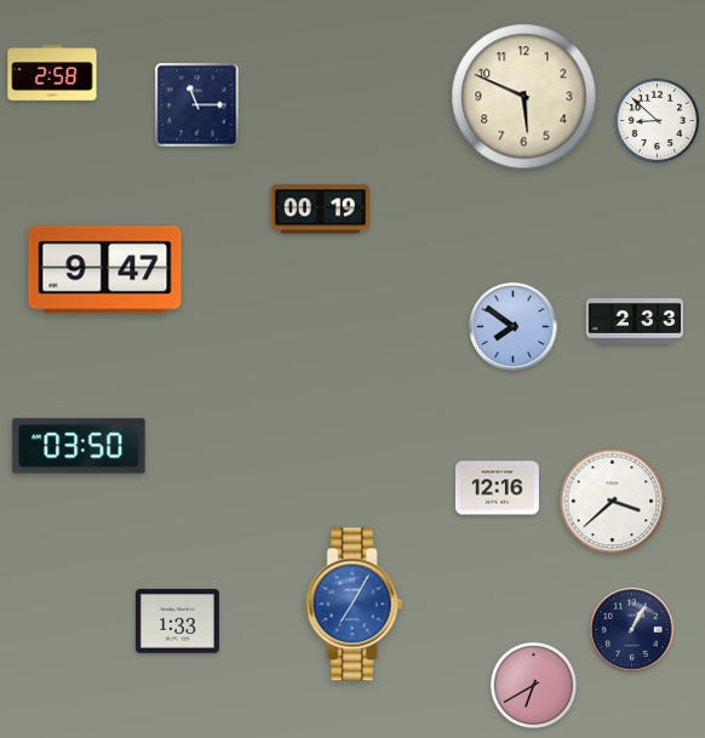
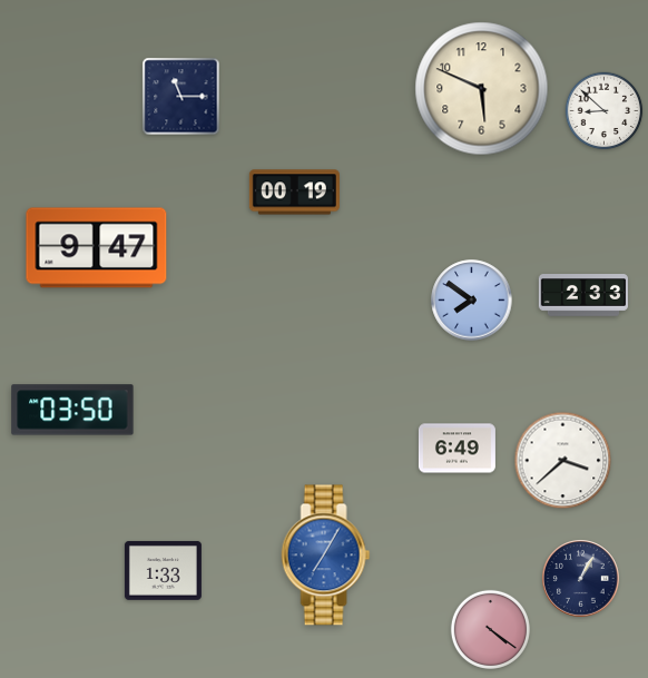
clock at (52, 73): 2:58 -> none
clock at (497, 488): 12:16 -> 6:49
clock at (533, 685): 6:40 -> 4:21
